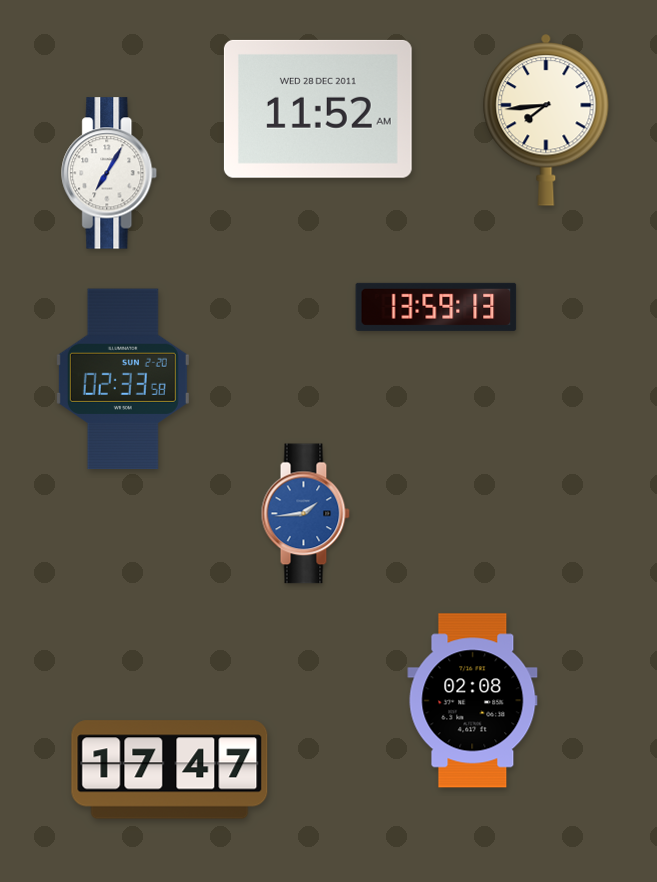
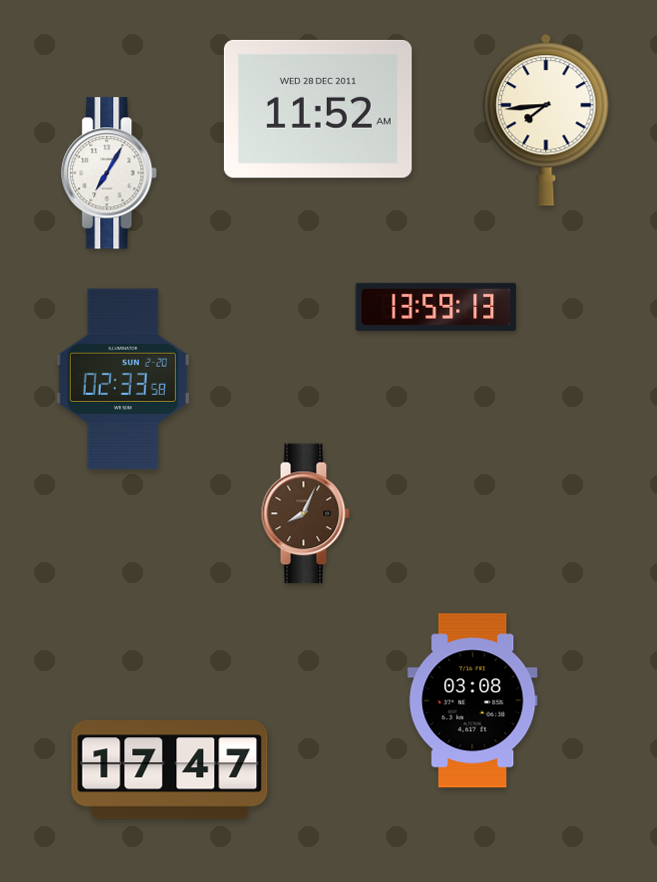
clock at (305, 514): 1:44 -> 8:04
clock at (305, 514) dial: blue -> brown
clock at (473, 701): 02:08 -> 03:08
